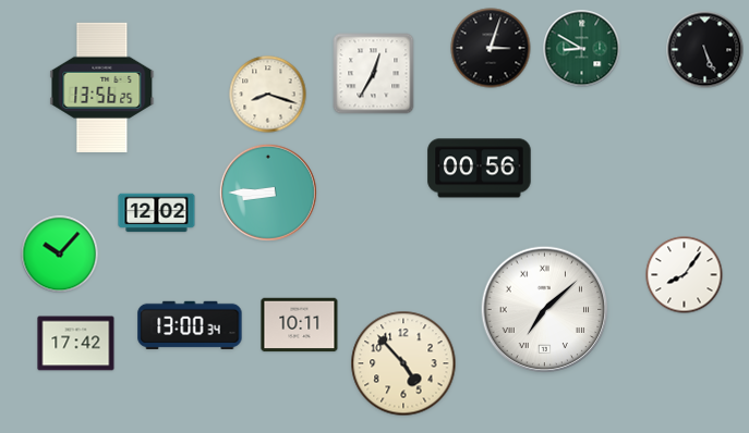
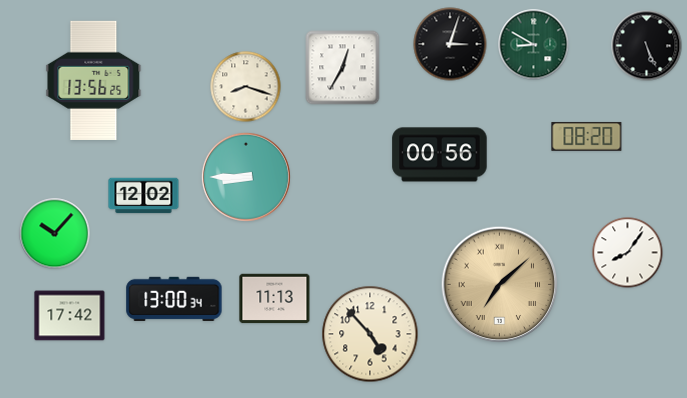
clock at (587, 136): none -> 08:20
clock at (545, 310) dial: white -> champagne
clock at (300, 325): 10:11 -> 11:13
